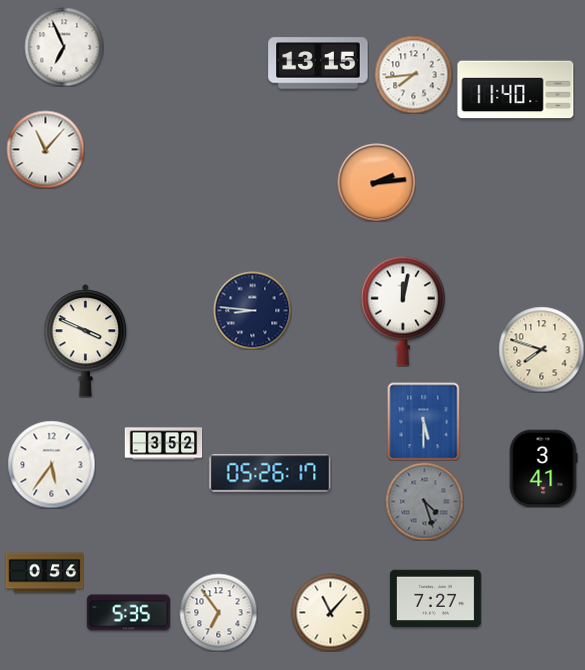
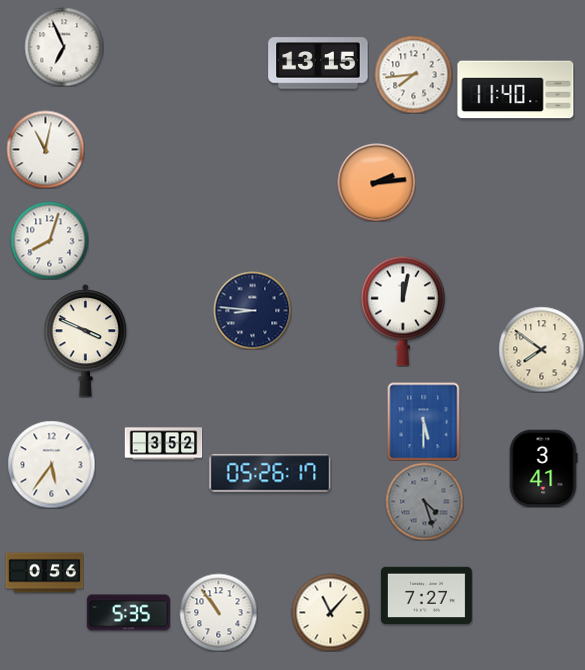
clock at (45, 149): 11:07 -> 11:02
clock at (49, 240): none -> 8:03
clock at (541, 349): 7:48 -> 7:51
clock at (435, 599) position: (435, 599) -> (426, 596)
clock at (218, 612): 6:54 -> 10:54
